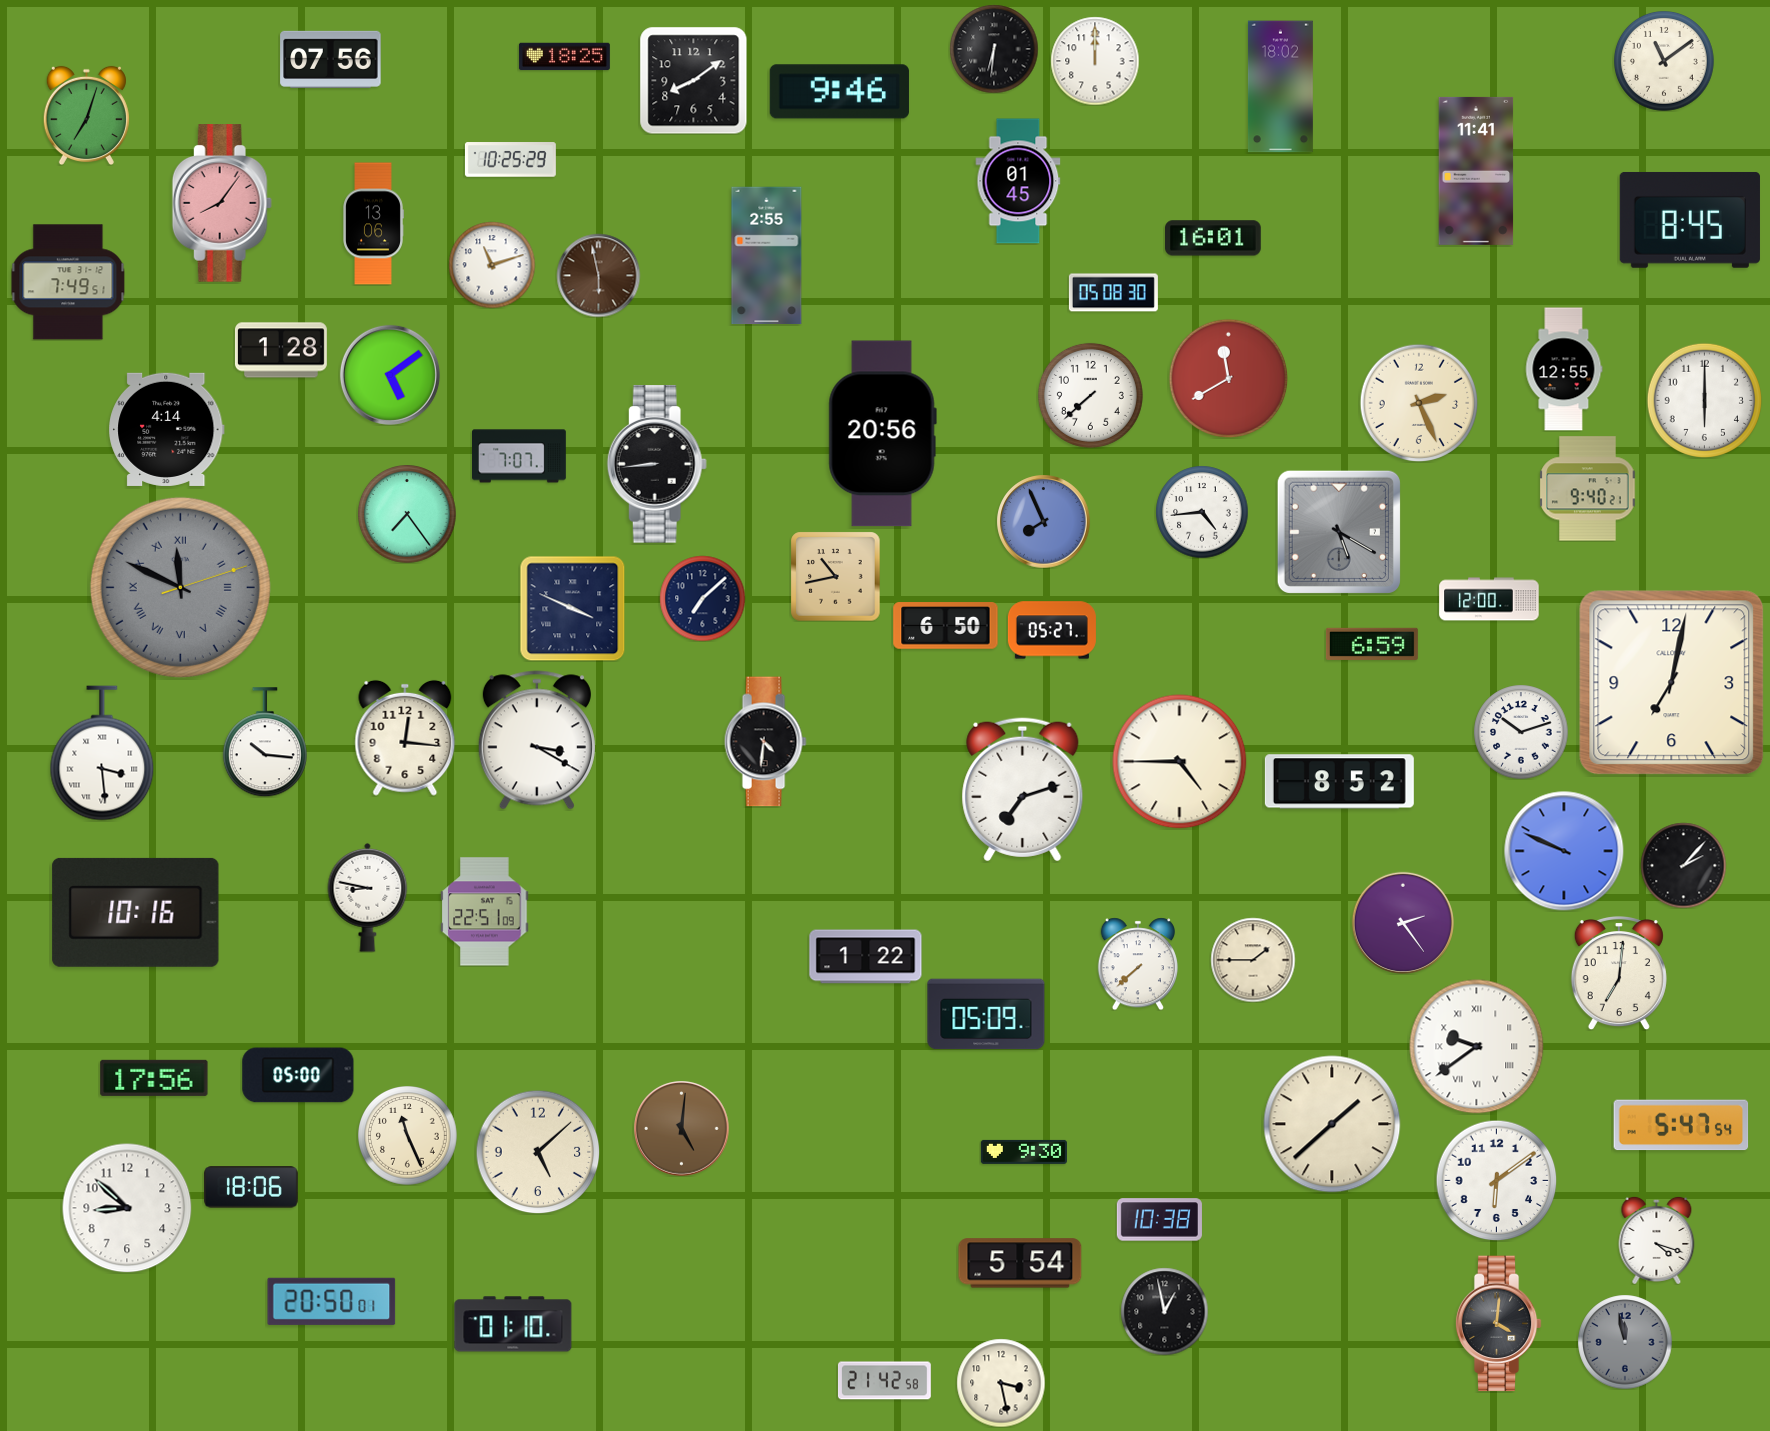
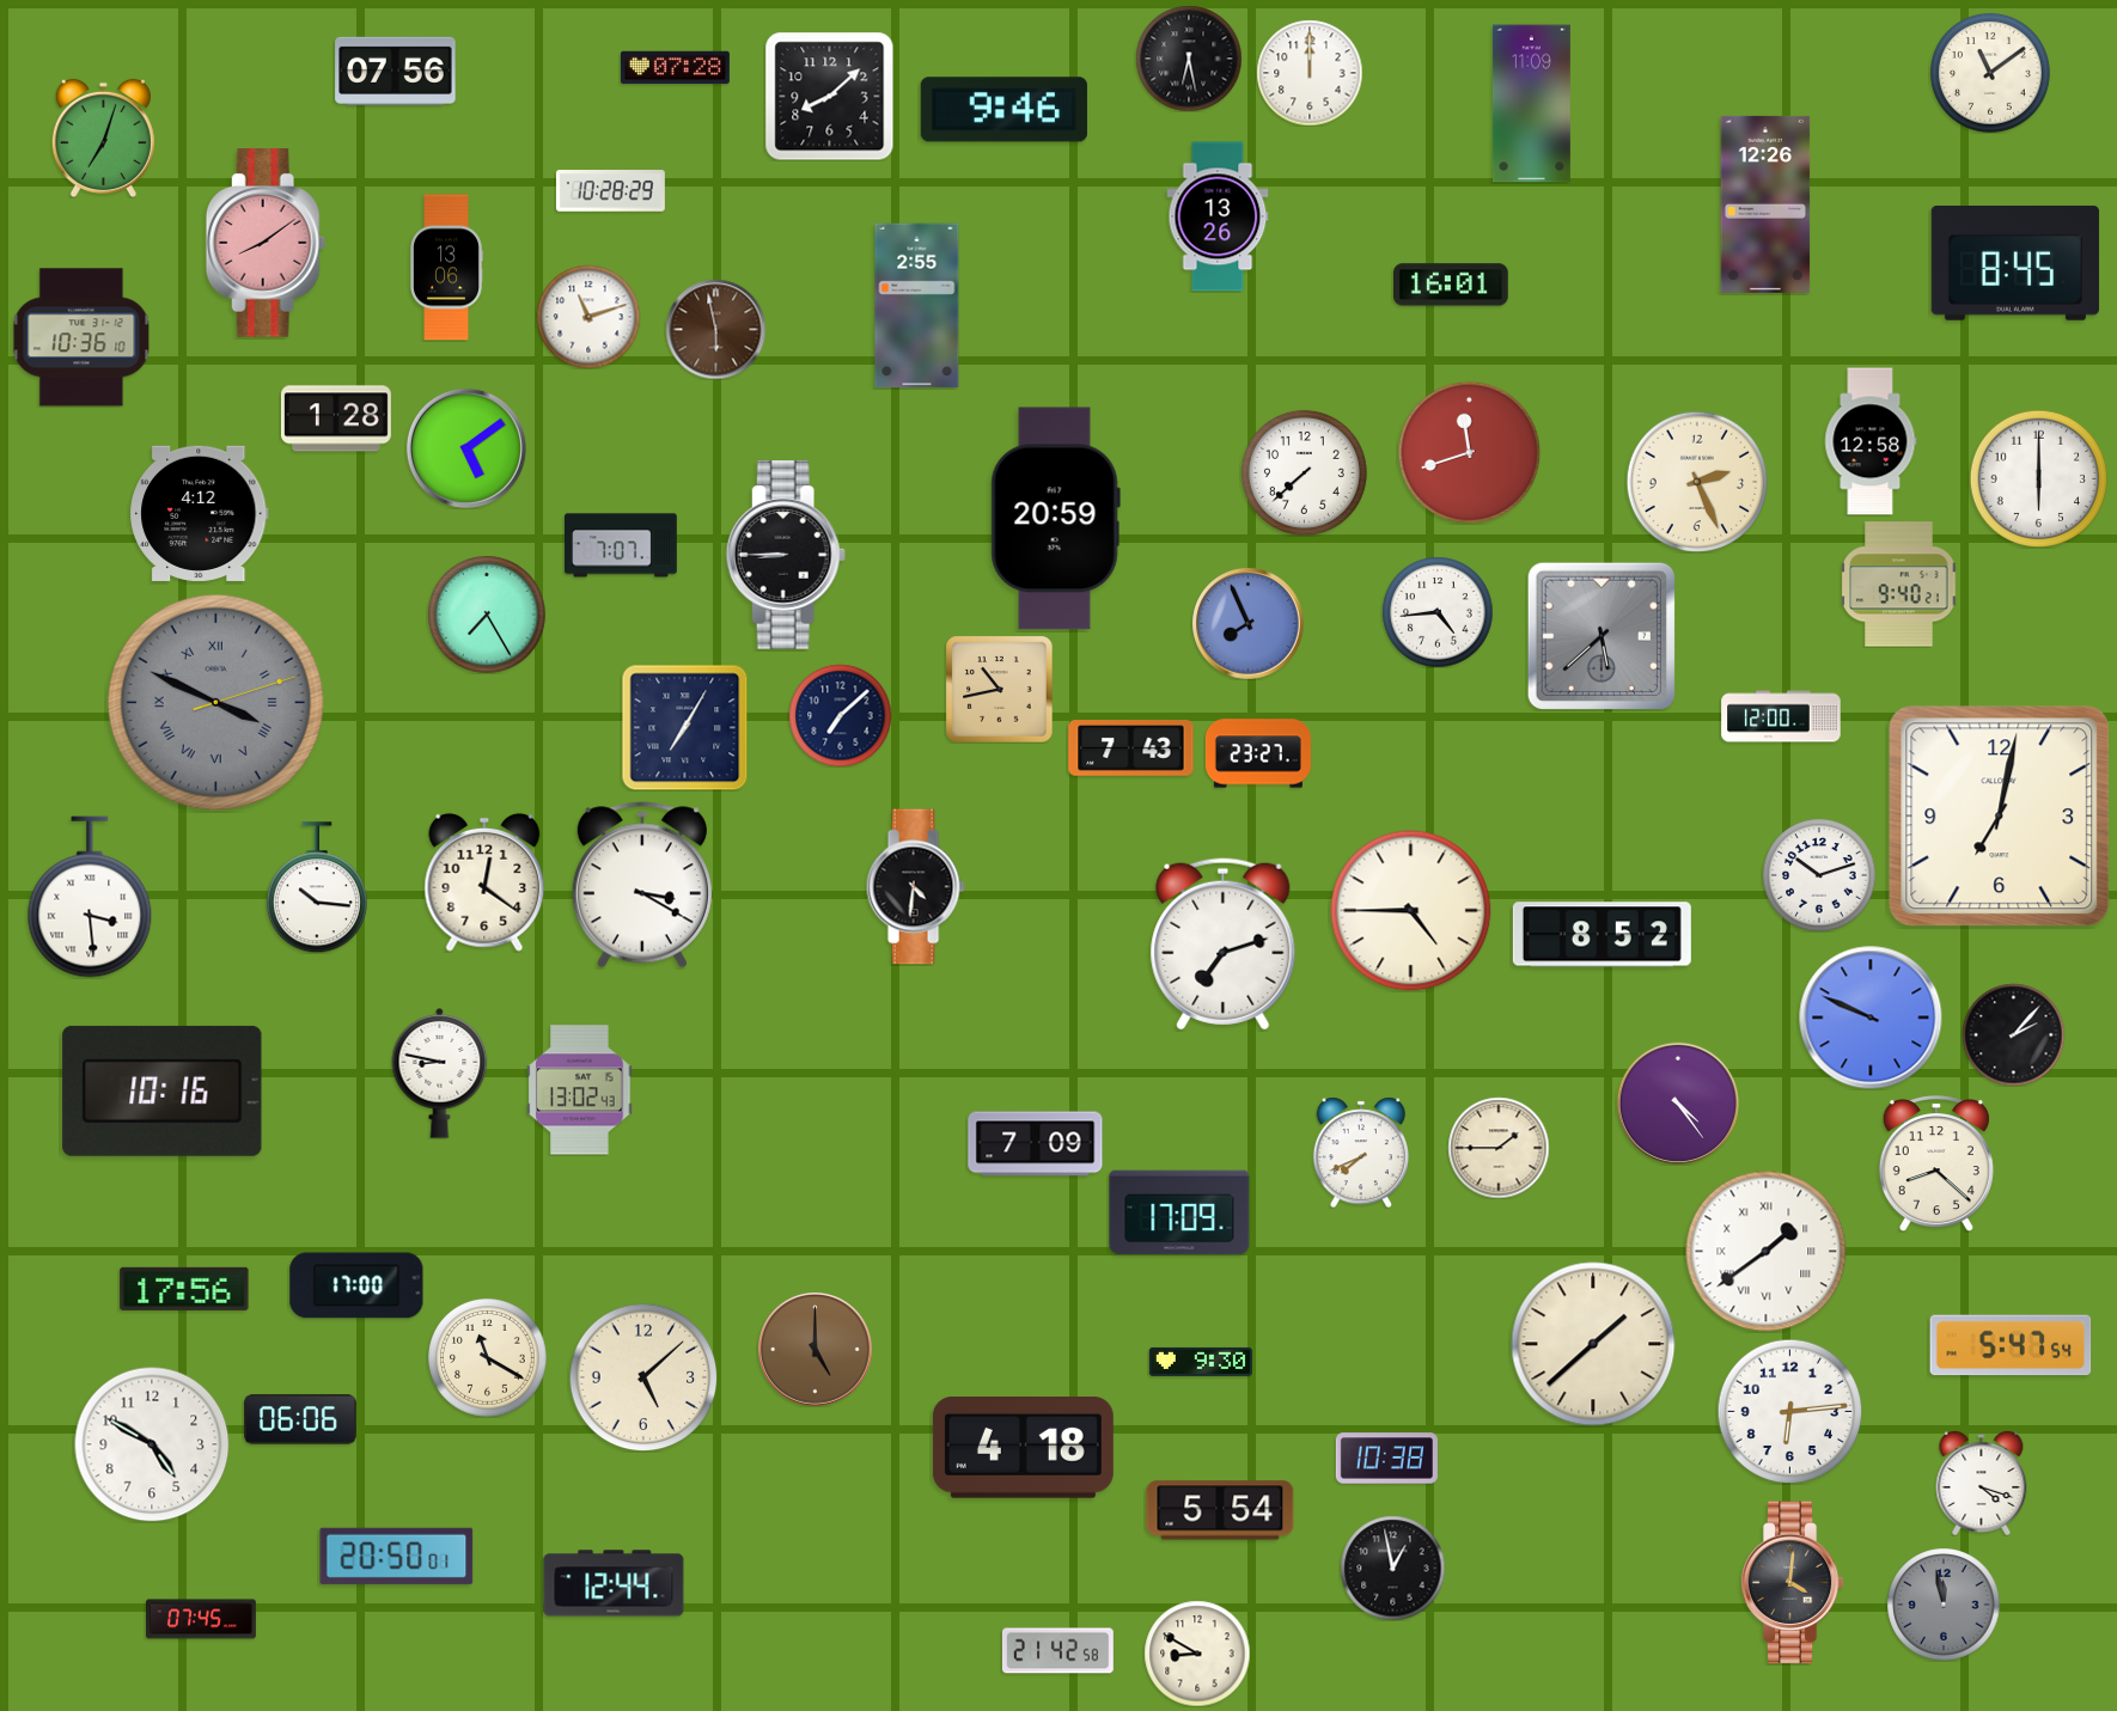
clock at (994, 49): 6:31 -> 6:28
clock at (564, 57): 18:25 -> 07:28
clock at (693, 80): 8:09 -> 8:08
clock at (1280, 87): 18:02 -> 11:09
clock at (510, 160): 10:25 -> 10:28
clock at (1476, 171): 11:41 -> 12:26
clock at (1018, 181): 01:45 -> 13:26
clock at (222, 203): 8:06 -> 8:09
clock at (1690, 220) position: (1690, 220) -> (2015, 263)
clock at (68, 282): 7:49 -> 10:36
clock at (1113, 293): 05:08 -> none
clock at (1564, 369): 12:55 -> 12:58
clock at (1228, 378): 11:40 -> 11:42
clock at (167, 429): 4:14 -> 4:12
clock at (882, 434): 20:56 -> 20:59
clock at (657, 464): 8:44 -> 8:45
clock at (408, 515): 7:24 -> 7:25
clock at (1339, 532): 5:20 -> 5:38
clock at (180, 587): 11:49 -> 3:49
clock at (572, 608): 3:49 -> 7:05
clock at (946, 626): 6:50 -> 7:43
clock at (1052, 630): 05:27 -> 23:27
clock at (1372, 644): 6:59 -> none
clock at (405, 738): 12:16 -> 12:21
clock at (102, 753) position: (102, 753) -> (90, 897)
clock at (485, 912): 22:51 -> 13:02
clock at (1403, 923): 2:24 -> 4:24
clock at (866, 957): 1:22 -> 7:09
clock at (1138, 964): 7:38 -> 7:41
clock at (1619, 974): 7:01 -> 8:22
clock at (986, 1014): 05:09 -> 17:09
clock at (1477, 1047): 9:39 -> 1:39
clock at (298, 1075): 05:00 -> 17:00
clock at (682, 1129): 5:01 -> 5:00
clock at (408, 1136): 11:26 -> 11:20
clock at (1024, 1152) position: (1024, 1152) -> (1201, 1362)
clock at (1496, 1180): 6:09 -> 6:14
clock at (252, 1187): 18:06 -> 06:06
clock at (127, 1208): 8:52 -> 4:50
clock at (1023, 1448): none -> 4:18
clock at (513, 1324): 01:10 -> 12:44
clock at (202, 1619): none -> 07:45
clock at (1001, 1383): 3:28 -> 8:50
